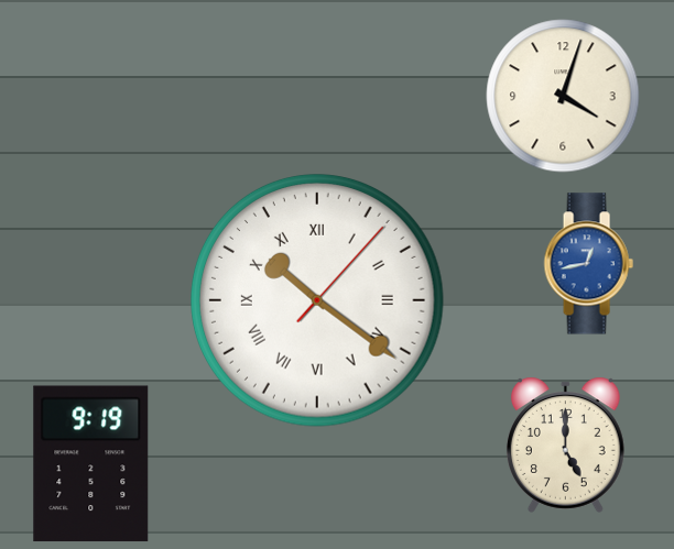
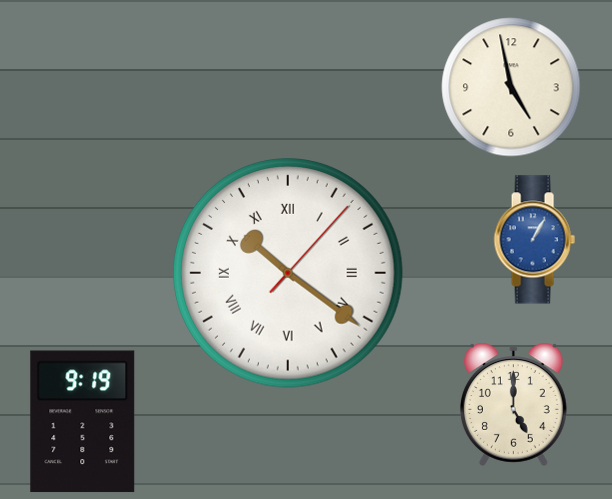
clock at (563, 96): 4:03 -> 4:58
clock at (588, 264): 12:43 -> 1:05
